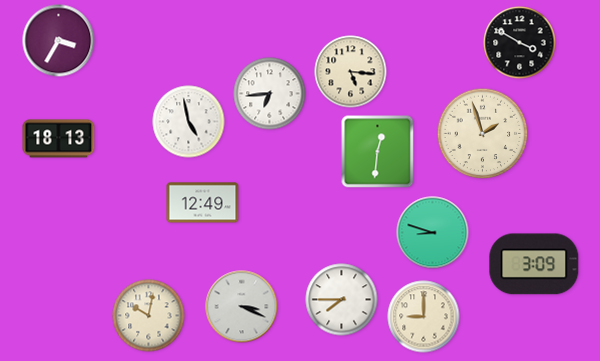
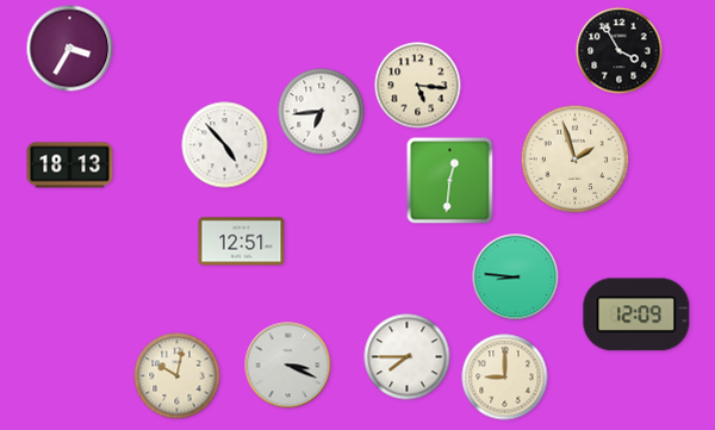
clock at (520, 43): 3:50 -> 3:55
clock at (189, 122): 4:58 -> 4:53
clock at (203, 203): 12:49 -> 12:51
clock at (433, 233): 8:48 -> 8:46
clock at (534, 264): 3:09 -> 12:09
